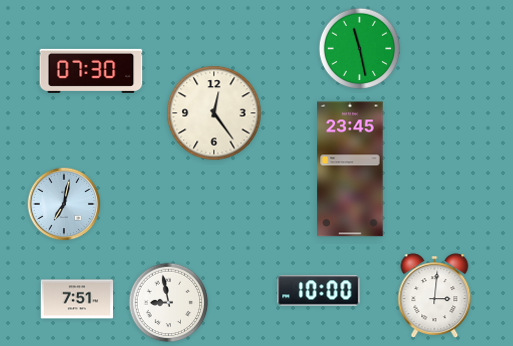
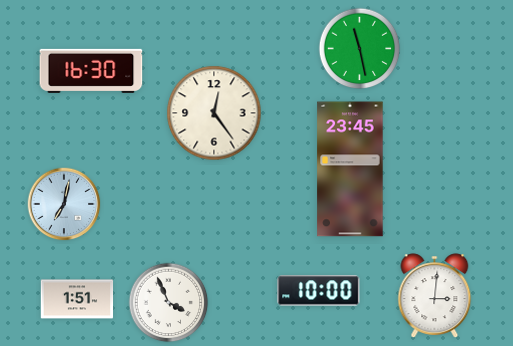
clock at (91, 71): 07:30 -> 16:30
clock at (77, 299): 7:51 -> 1:51
clock at (169, 303): 8:58 -> 3:56
